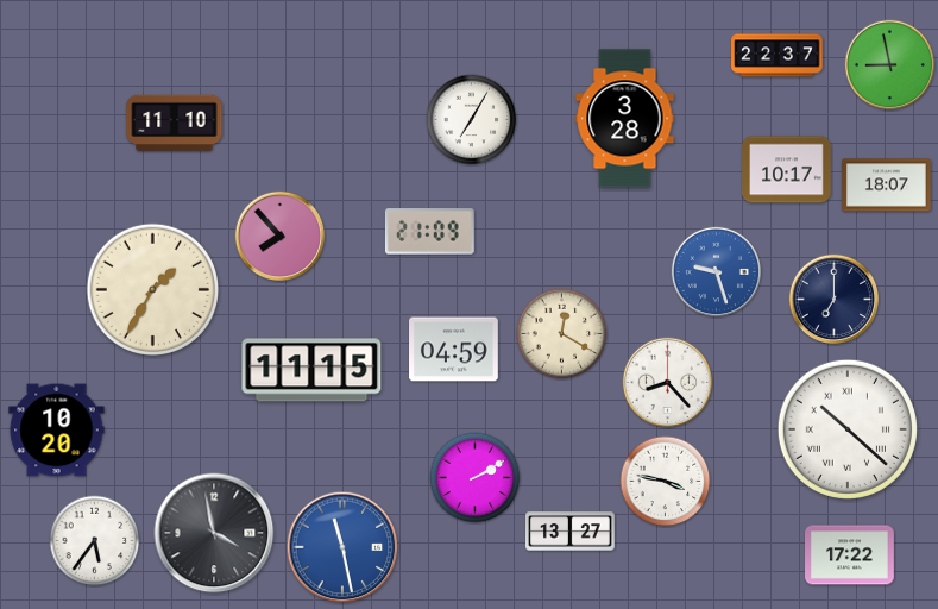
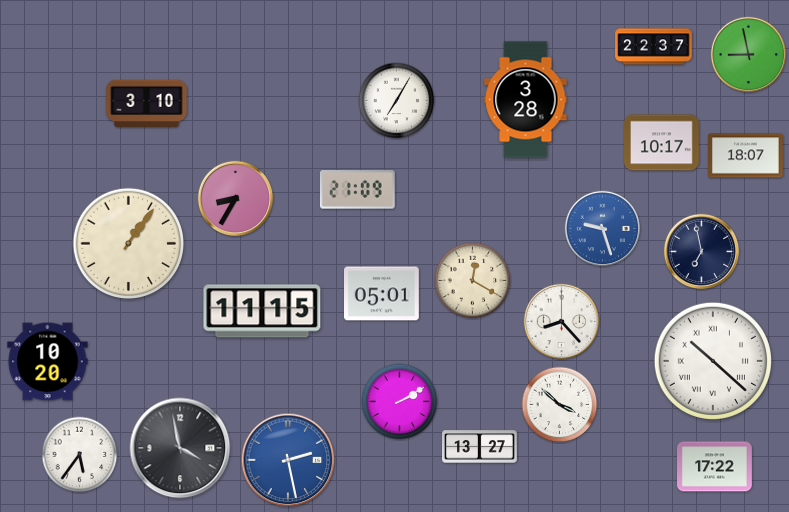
clock at (175, 123): 11:10 -> 3:10
clock at (429, 232) position: (429, 232) -> (357, 190)
clock at (279, 236): 7:53 -> 8:35
clock at (152, 289): 1:35 -> 1:06
clock at (833, 299): 7:00 -> 6:58
clock at (454, 350): 04:59 -> 05:01
clock at (666, 482): 3:47 -> 3:52
clock at (342, 547): 11:28 -> 2:28
